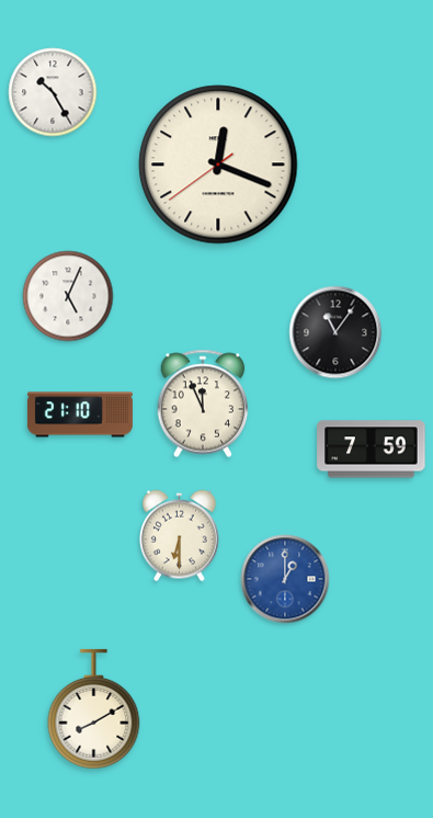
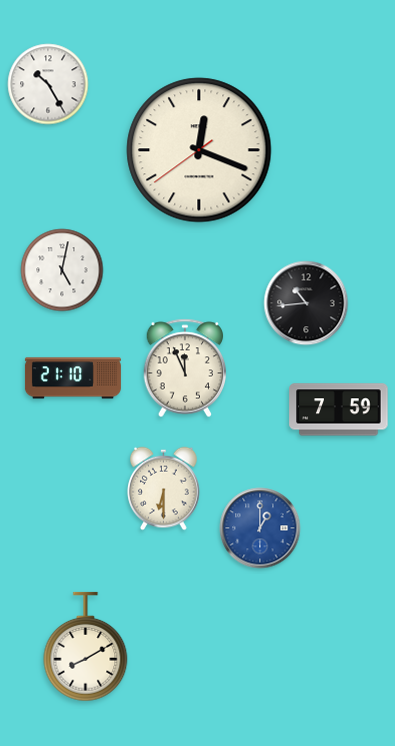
clock at (68, 296): 5:04 -> 5:02
clock at (335, 332): 11:06 -> 10:44
